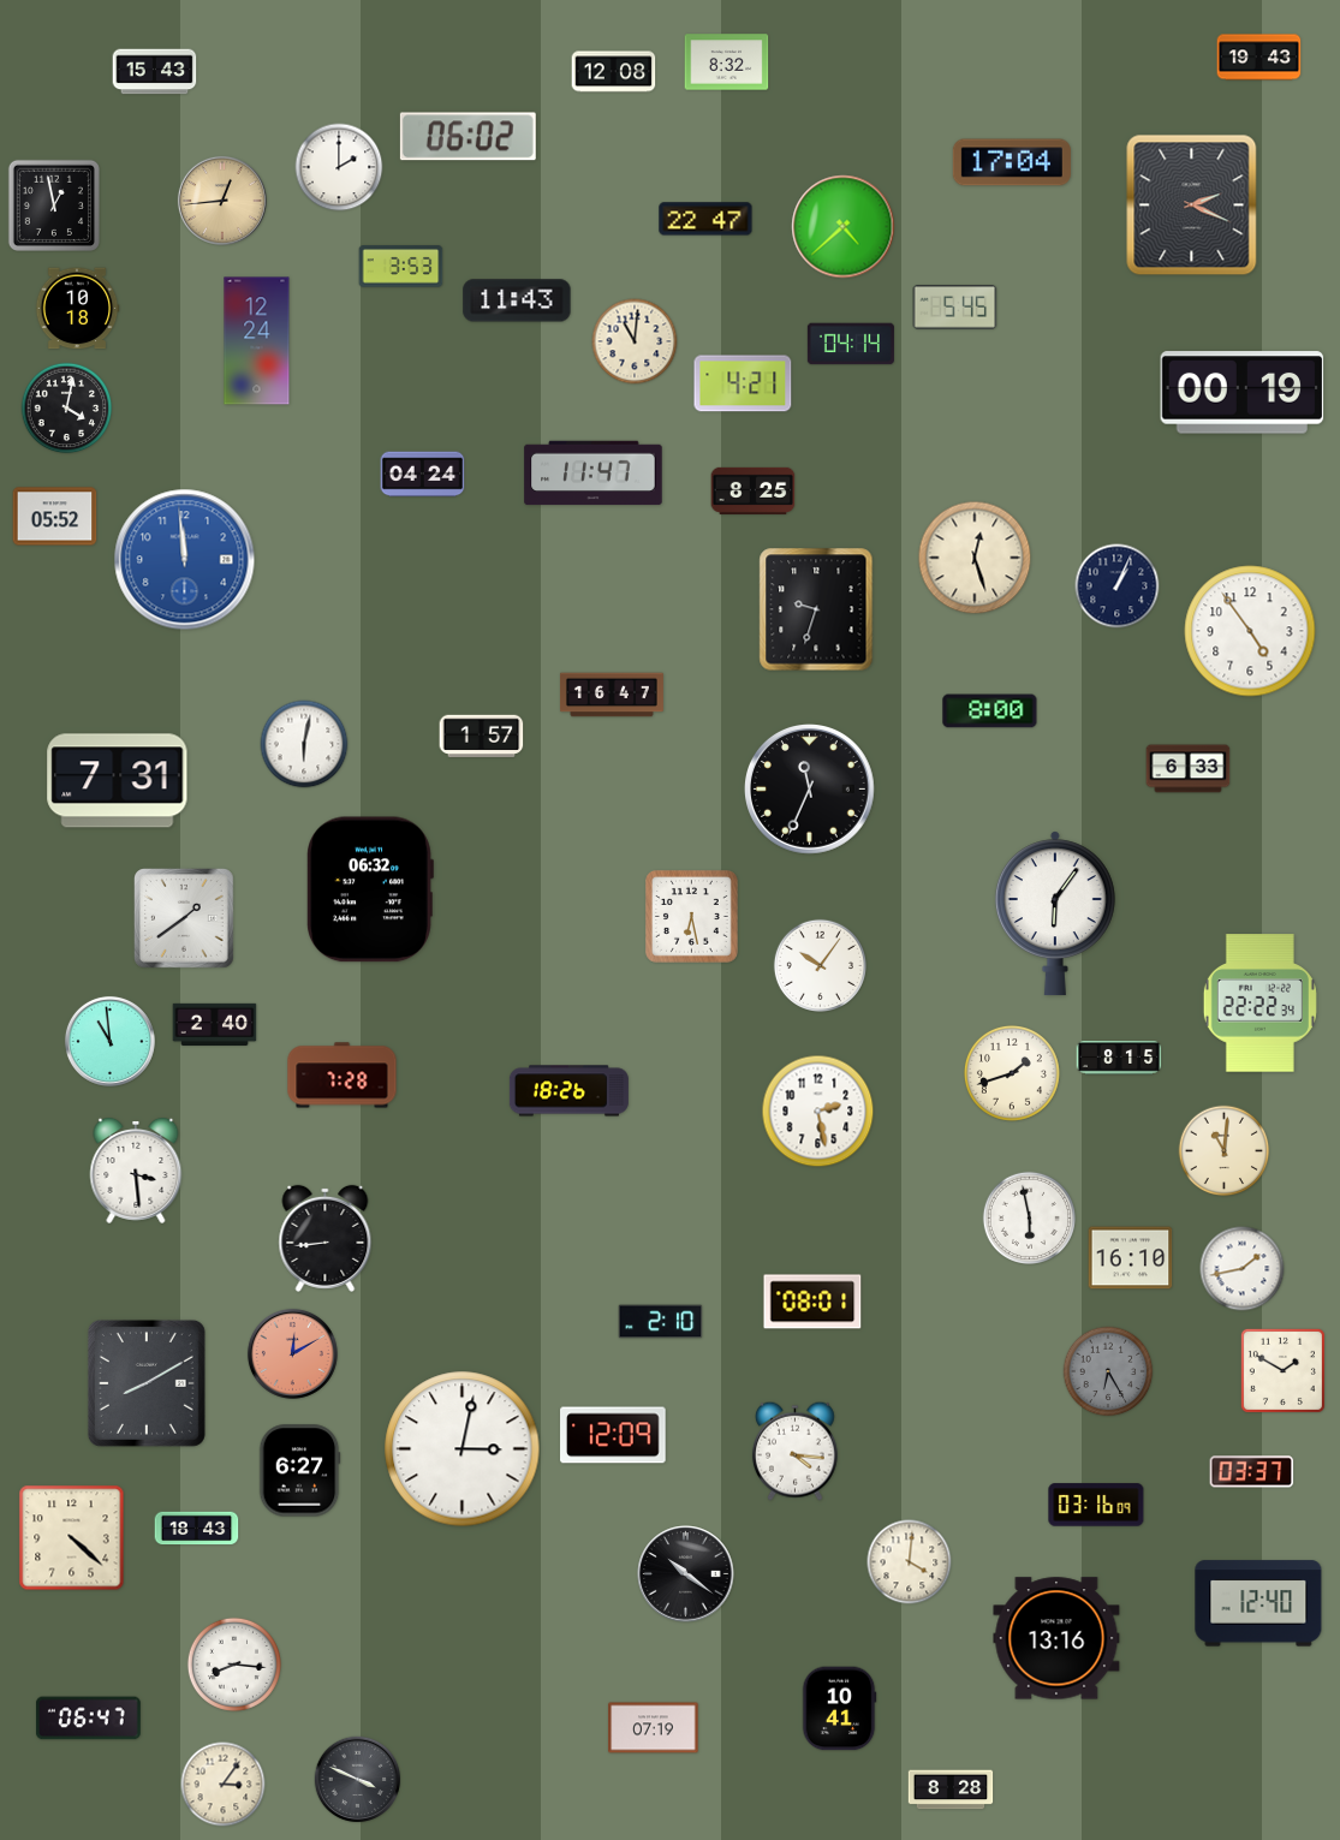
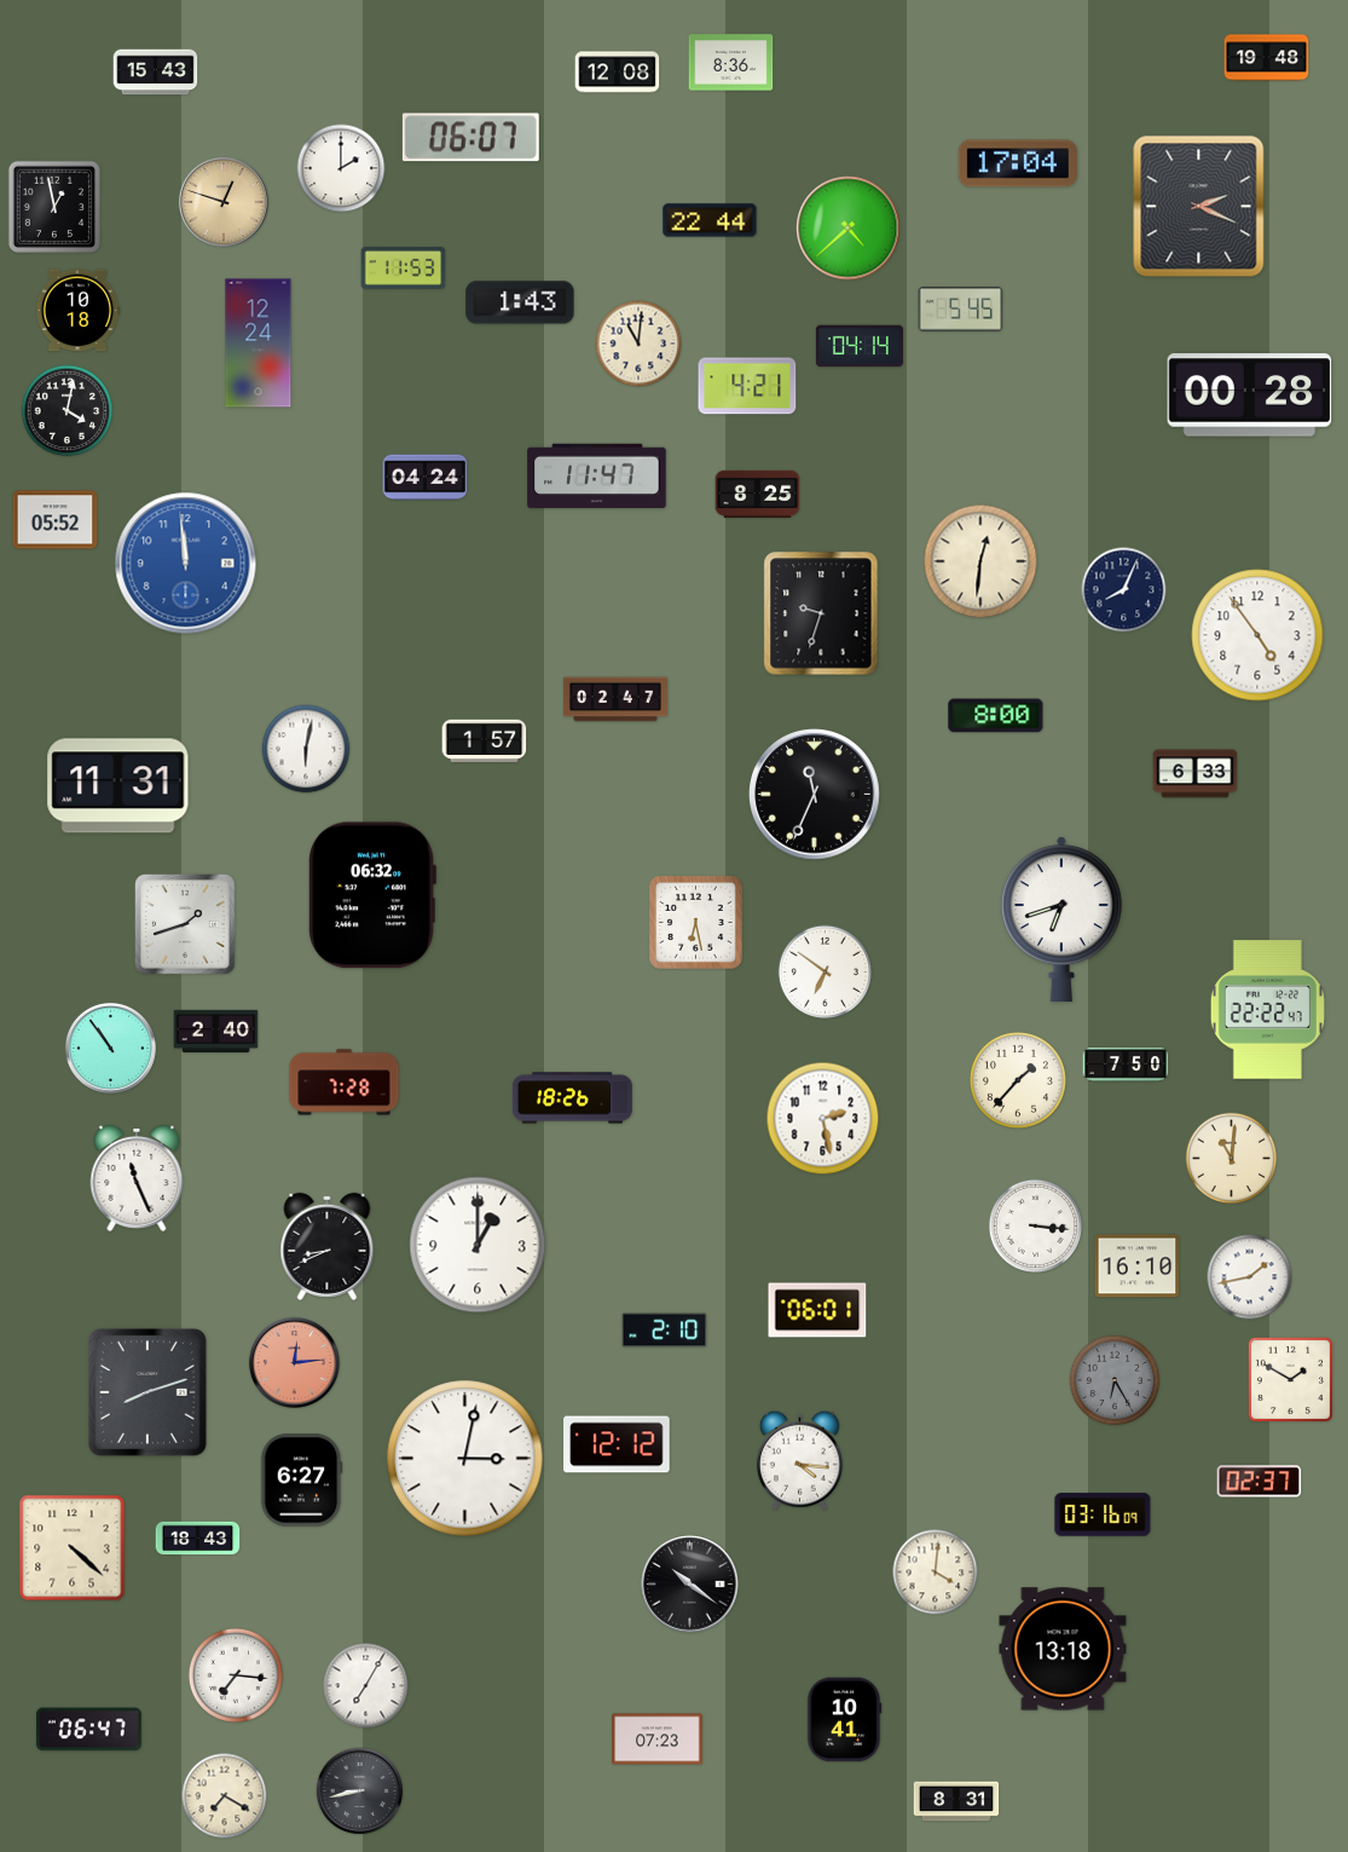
clock at (1259, 58): 19:43 -> 19:48
clock at (727, 62): 8:32 -> 8:36
clock at (467, 137): 06:02 -> 06:07
clock at (222, 201): 12:44 -> 12:48
clock at (705, 219): 22:47 -> 22:44
clock at (401, 267): 3:53 -> 11:53
clock at (517, 300): 11:43 -> 1:43
clock at (851, 344) position: (851, 344) -> (860, 346)
clock at (1243, 393): 00:19 -> 00:28
clock at (975, 558): 12:27 -> 12:31
clock at (1118, 586): 1:04 -> 8:04
clock at (612, 695): 16:47 -> 02:47
clock at (118, 781): 7:31 -> 11:31
clock at (1055, 913): 6:06 -> 6:42
clock at (185, 919): 1:39 -> 1:42
clock at (820, 965): 10:06 -> 6:51
clock at (1259, 1004): 22:22:34 -> 22:22:47
clock at (109, 1041): 10:59 -> 10:54
clock at (1119, 1059): 8:15 -> 7:50
clock at (1012, 1073): 1:42 -> 1:37
clock at (136, 1171): 3:29 -> 11:26
clock at (1029, 1217): 5:58 -> 3:16
clock at (478, 1245): none -> 1:00
clock at (326, 1238): 8:44 -> 8:41
clock at (812, 1302): 08:01 -> 06:01
clock at (292, 1353): 12:10 -> 12:14
clock at (147, 1383): 8:10 -> 8:12
clock at (613, 1435): 12:09 -> 12:12
clock at (1252, 1472): 03:37 -> 02:37
clock at (910, 1562) position: (910, 1562) -> (936, 1573)
clock at (1258, 1603): 12:40 -> none
clock at (1056, 1638): 13:16 -> 13:18
clock at (234, 1665): 8:16 -> 7:16
clock at (366, 1686): none -> 7:05
clock at (654, 1728): 07:19 -> 07:23
clock at (358, 1780): 3:49 -> 8:43
clock at (224, 1785): 3:06 -> 7:20
clock at (951, 1790): 8:28 -> 8:31
